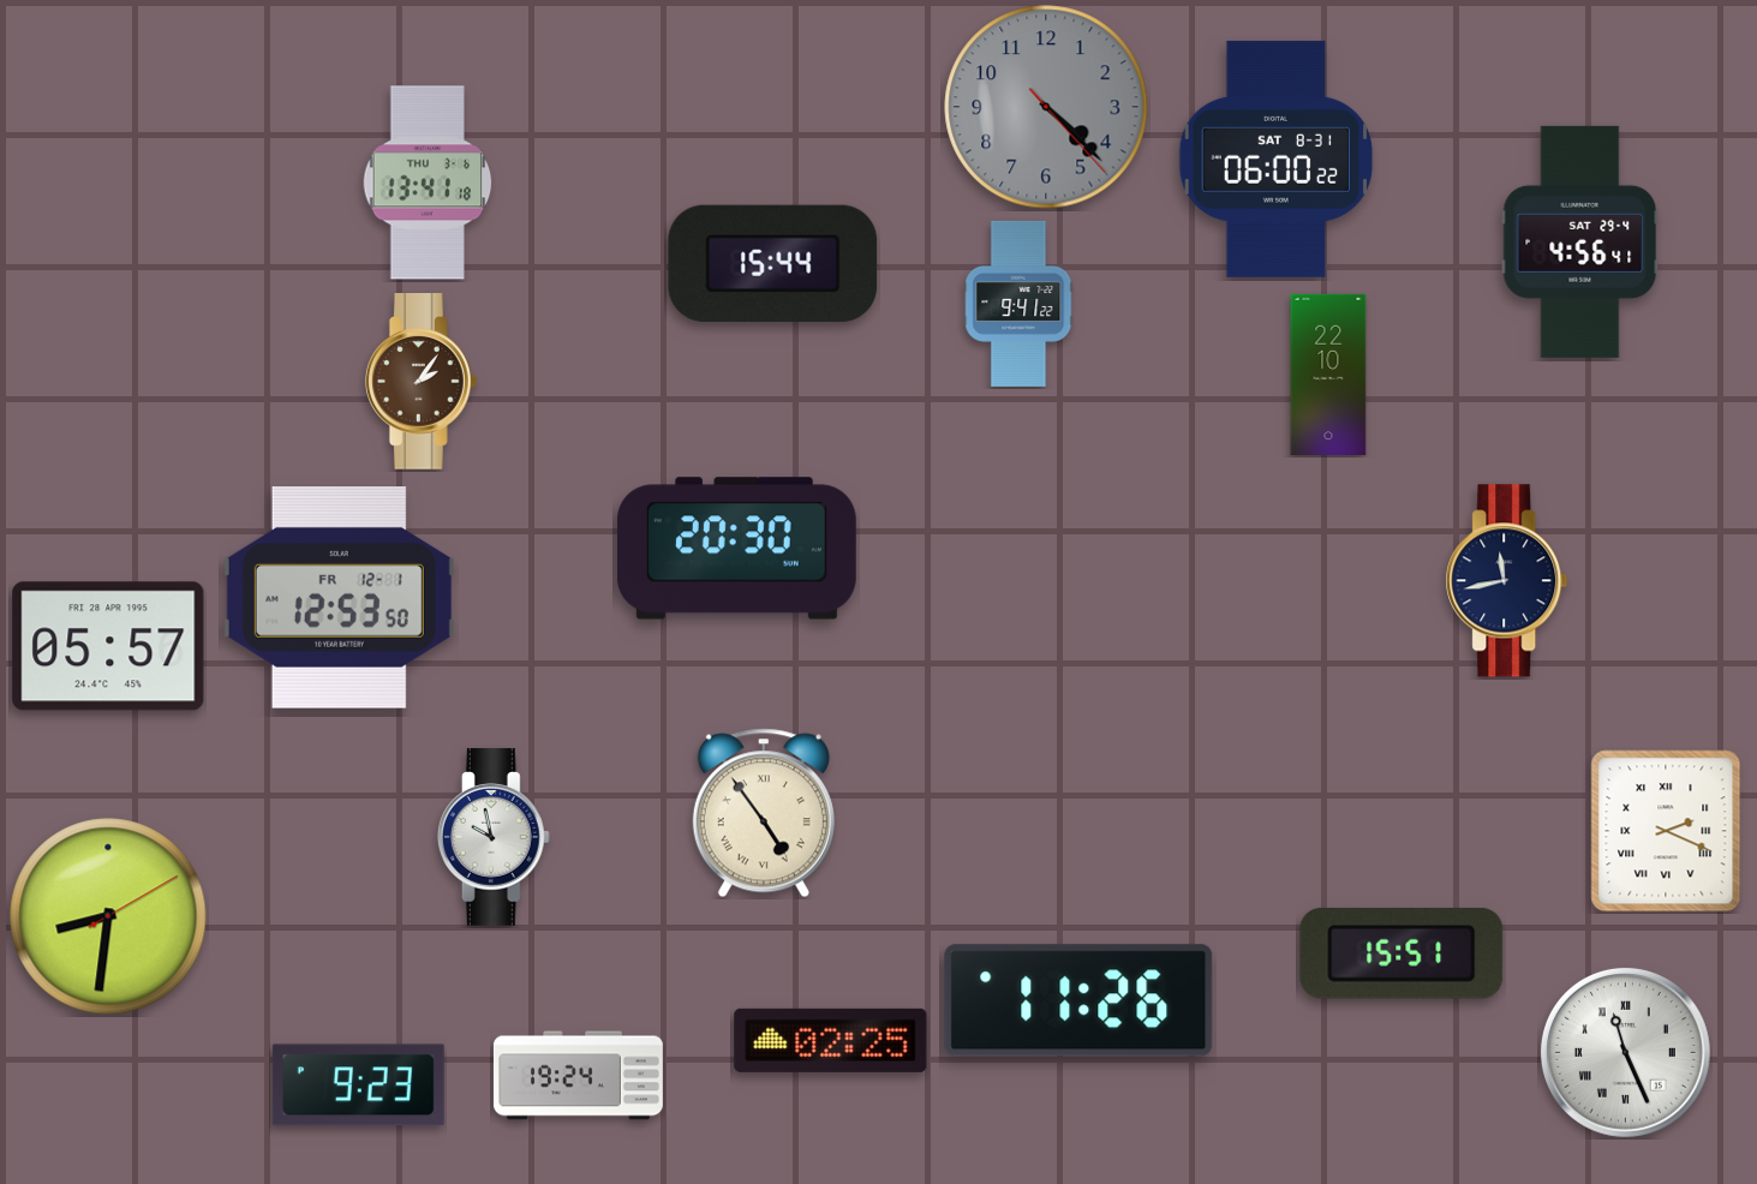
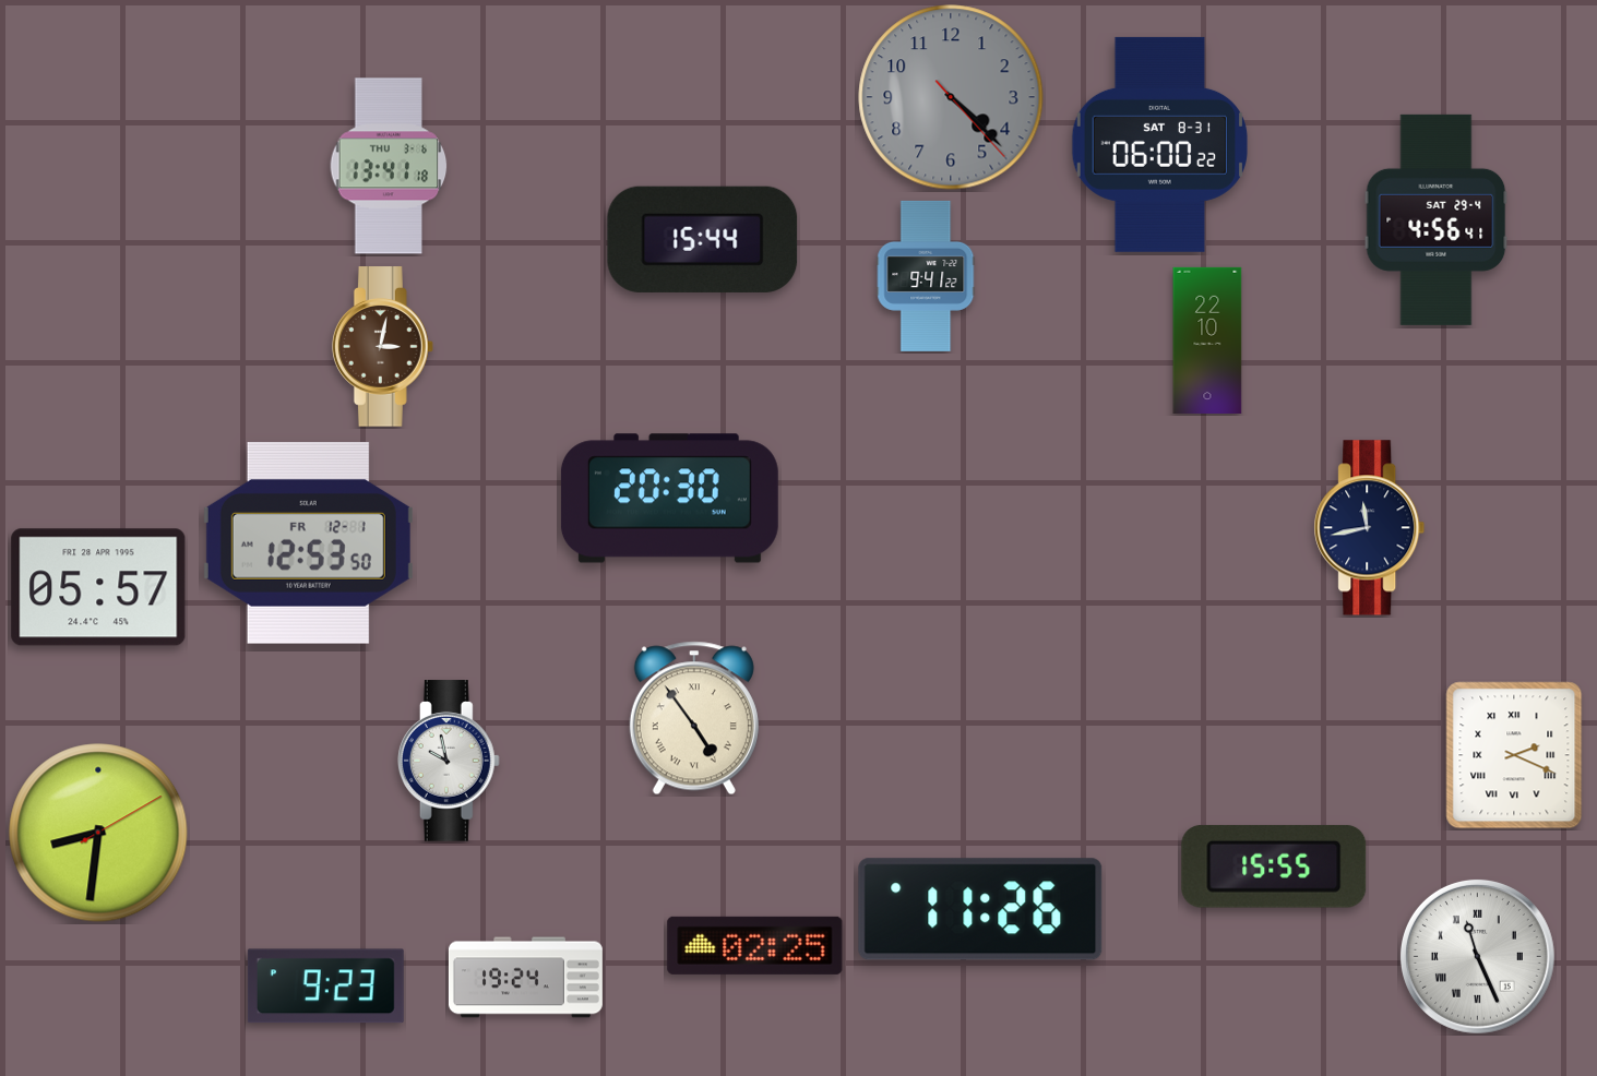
clock at (420, 382): 2:06 -> 3:02
clock at (764, 813) position: (764, 813) -> (694, 718)
clock at (1402, 953): 15:51 -> 15:55
